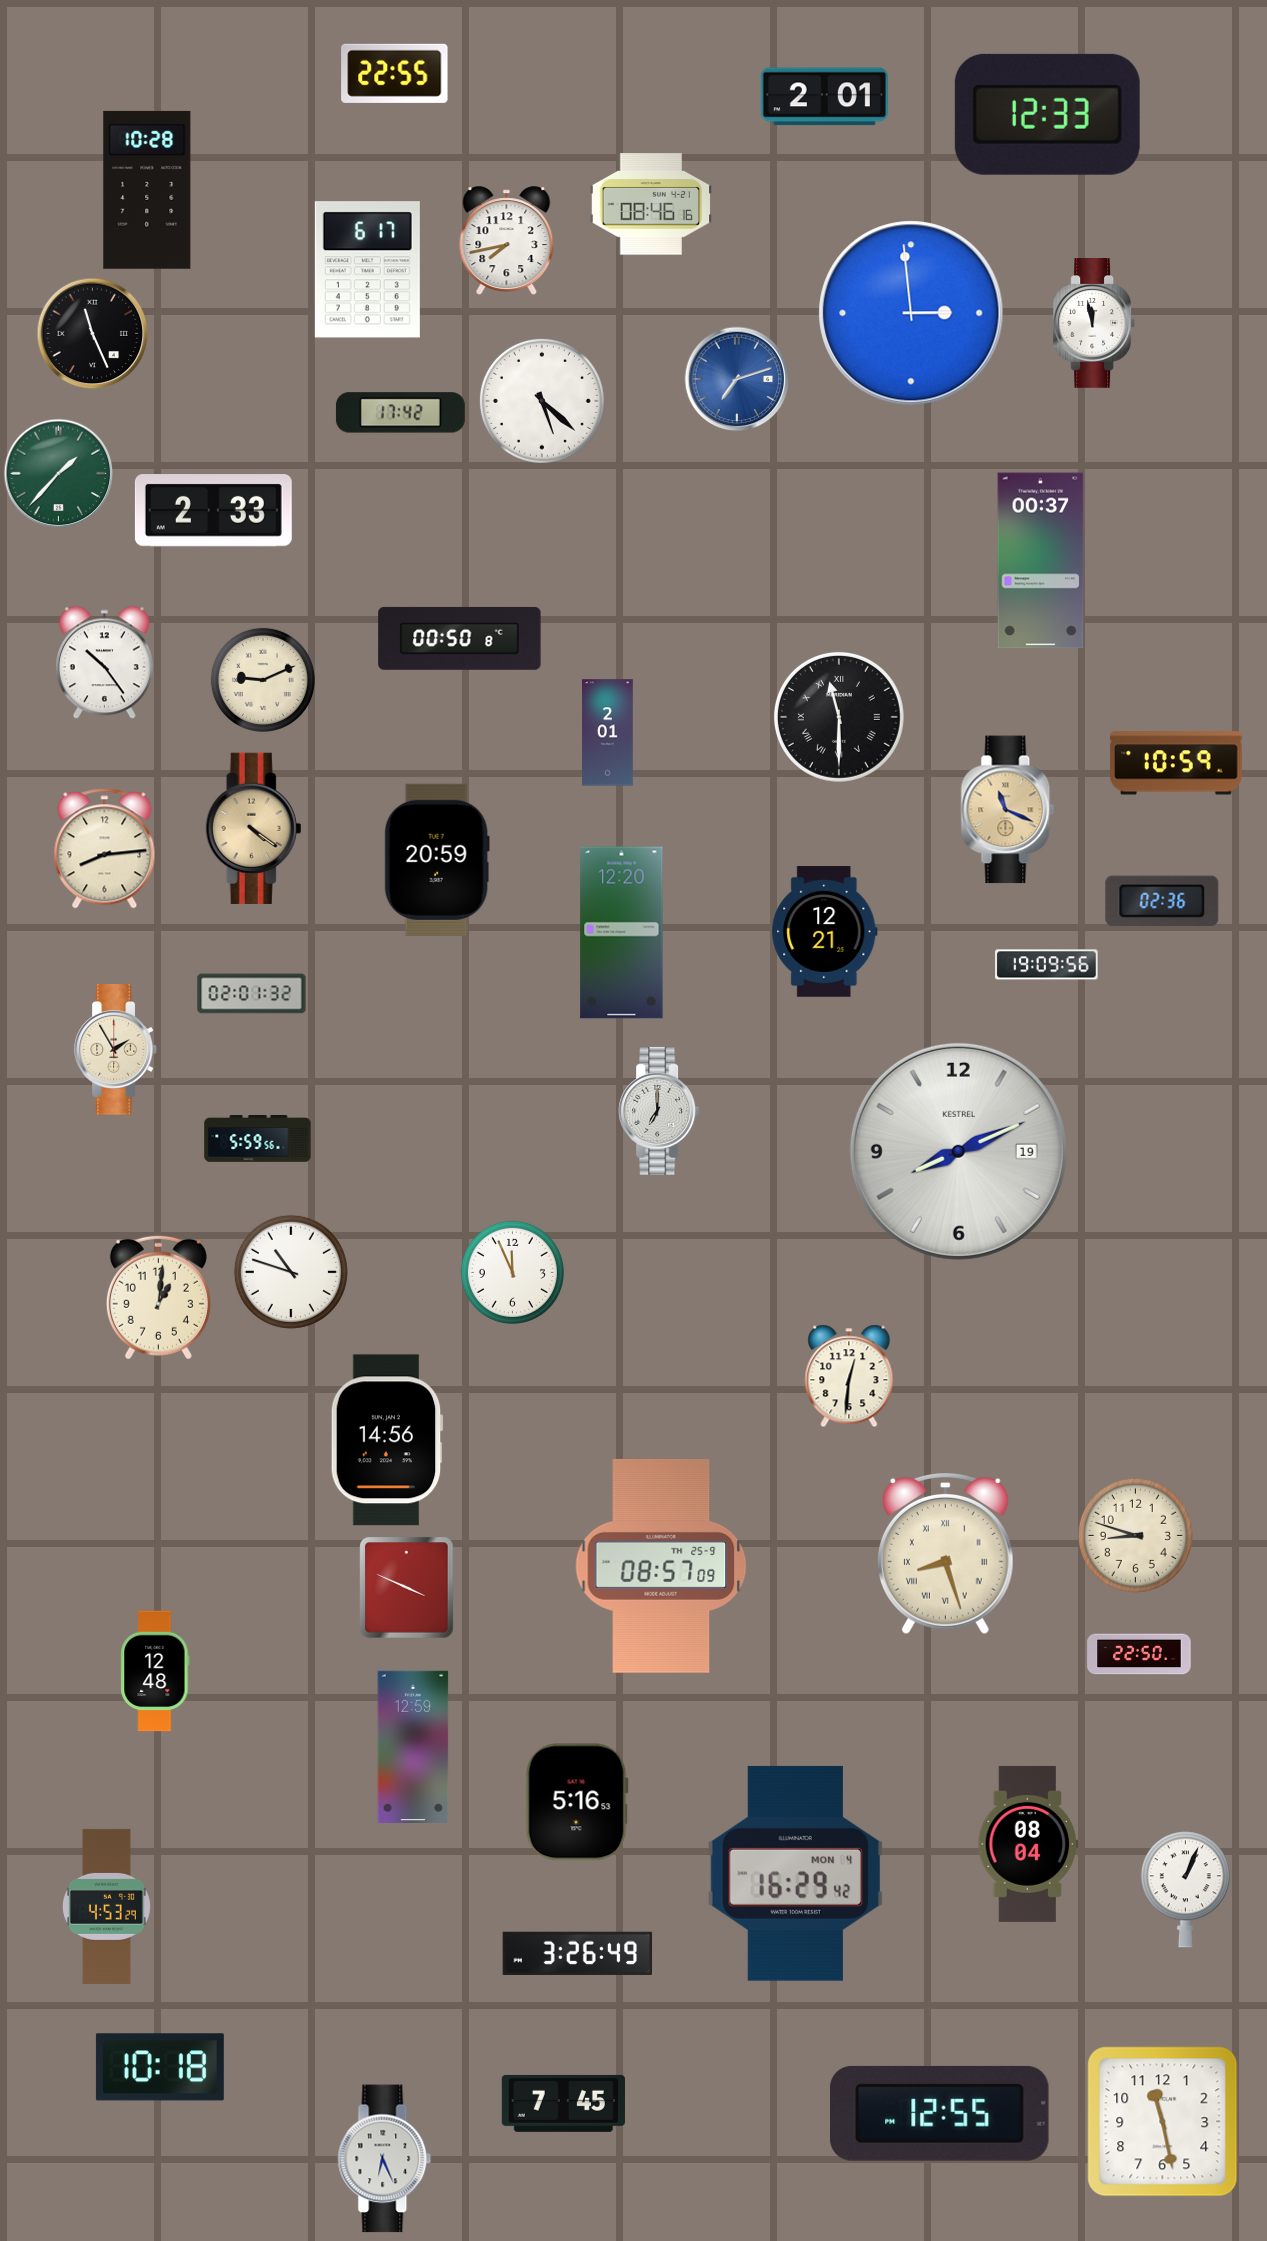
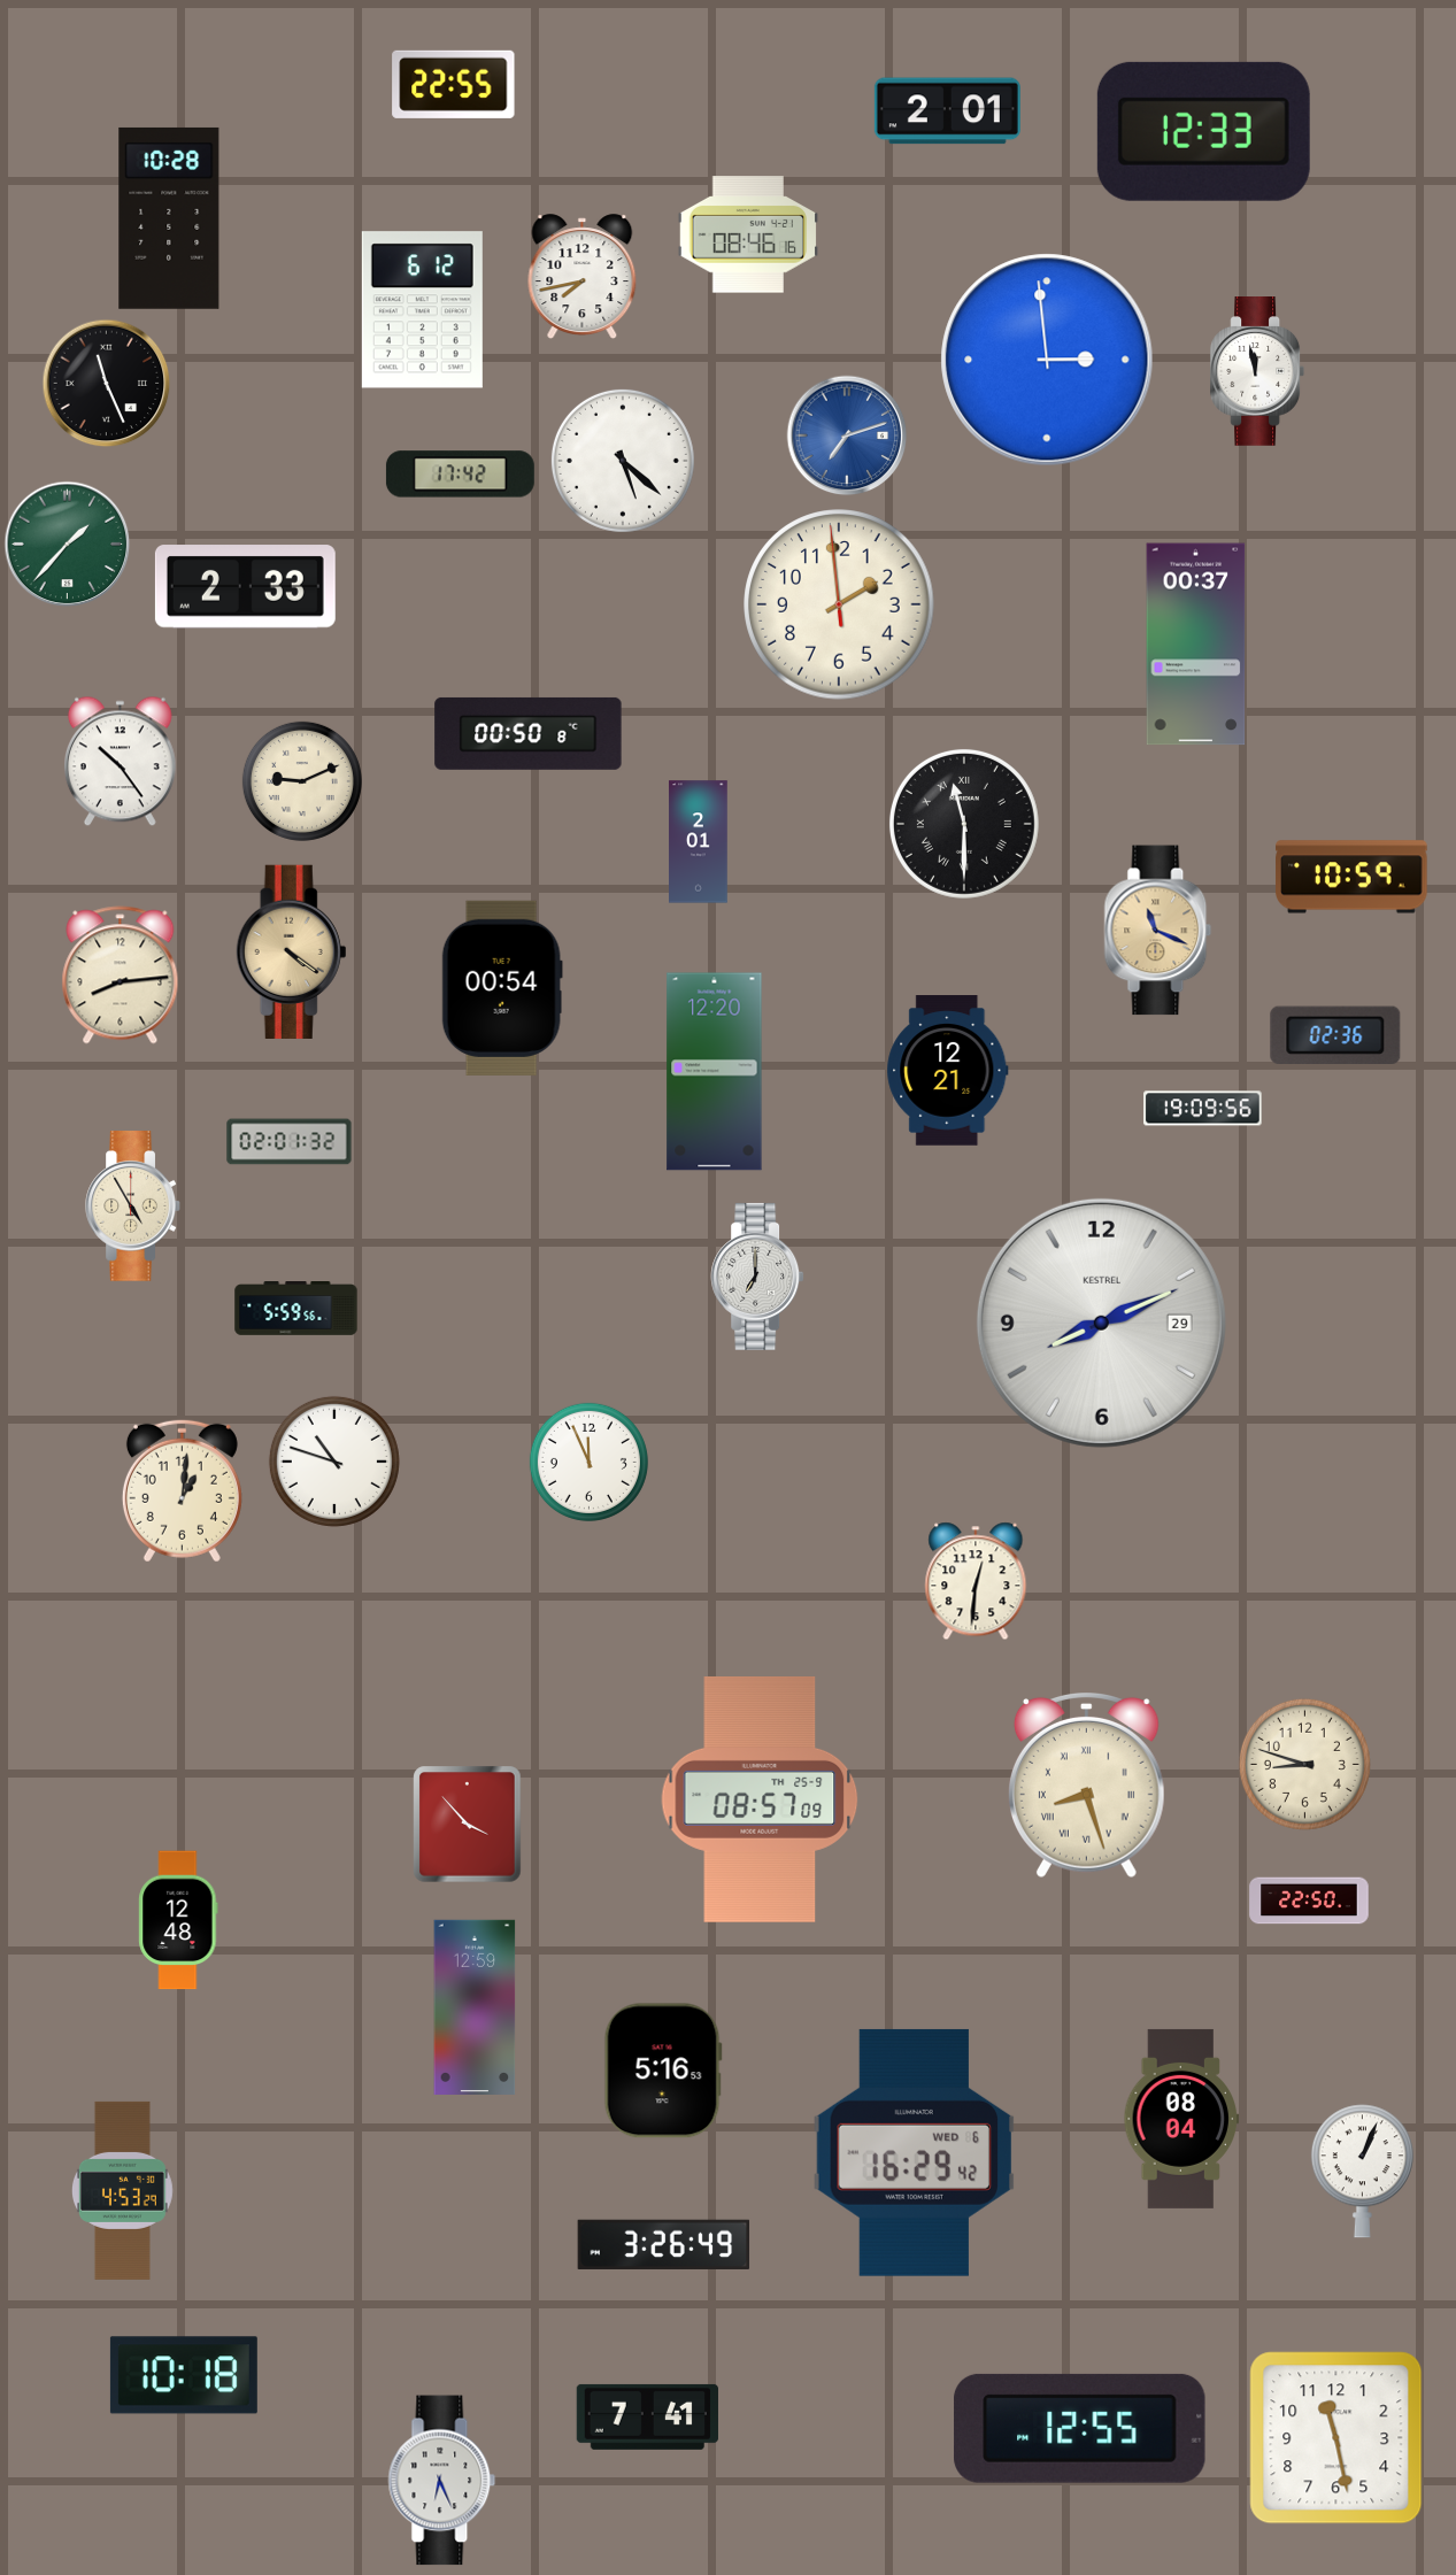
clock at (367, 270): 6:17 -> 6:12
clock at (839, 604): none -> 1:58
clock at (437, 860): 20:59 -> 00:54
clock at (116, 1050): 1:55 -> 4:55
clock at (958, 1151) date: 19 -> 29
clock at (387, 1440): 14:56 -> none
clock at (407, 1588): 3:49 -> 3:53
clock at (795, 1873) date: MON 4 -> WED 6
clock at (563, 2103): 7:45 -> 7:41
